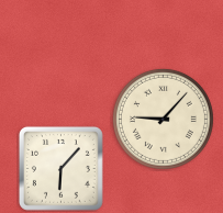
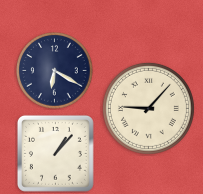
clock at (55, 71): none -> 6:20
clock at (60, 168): 6:07 -> 1:07
